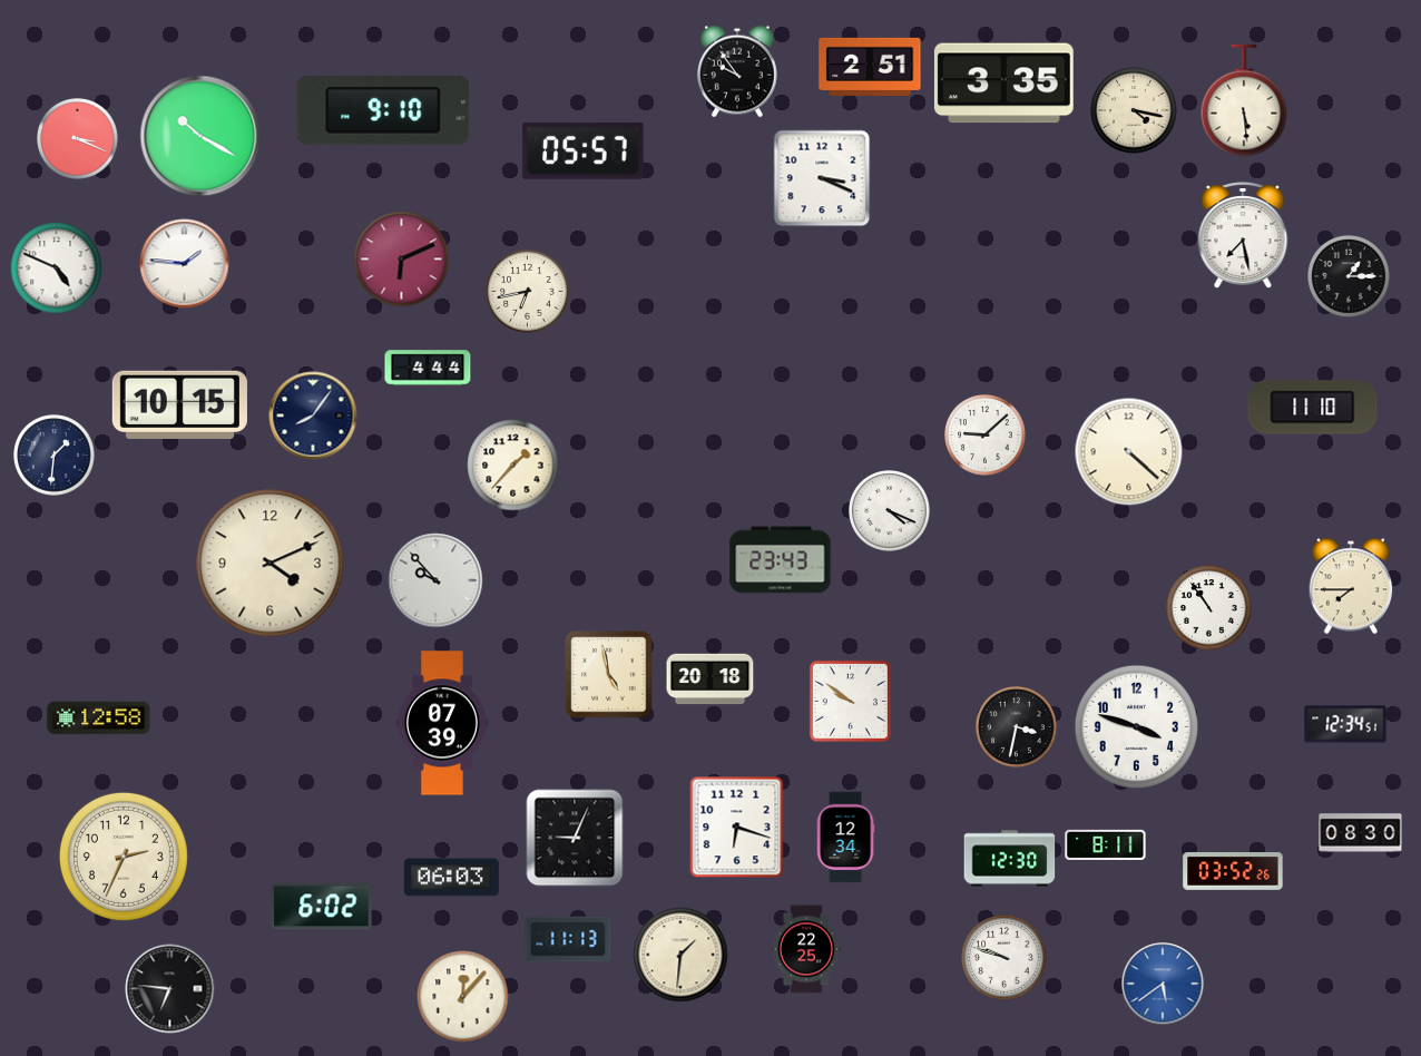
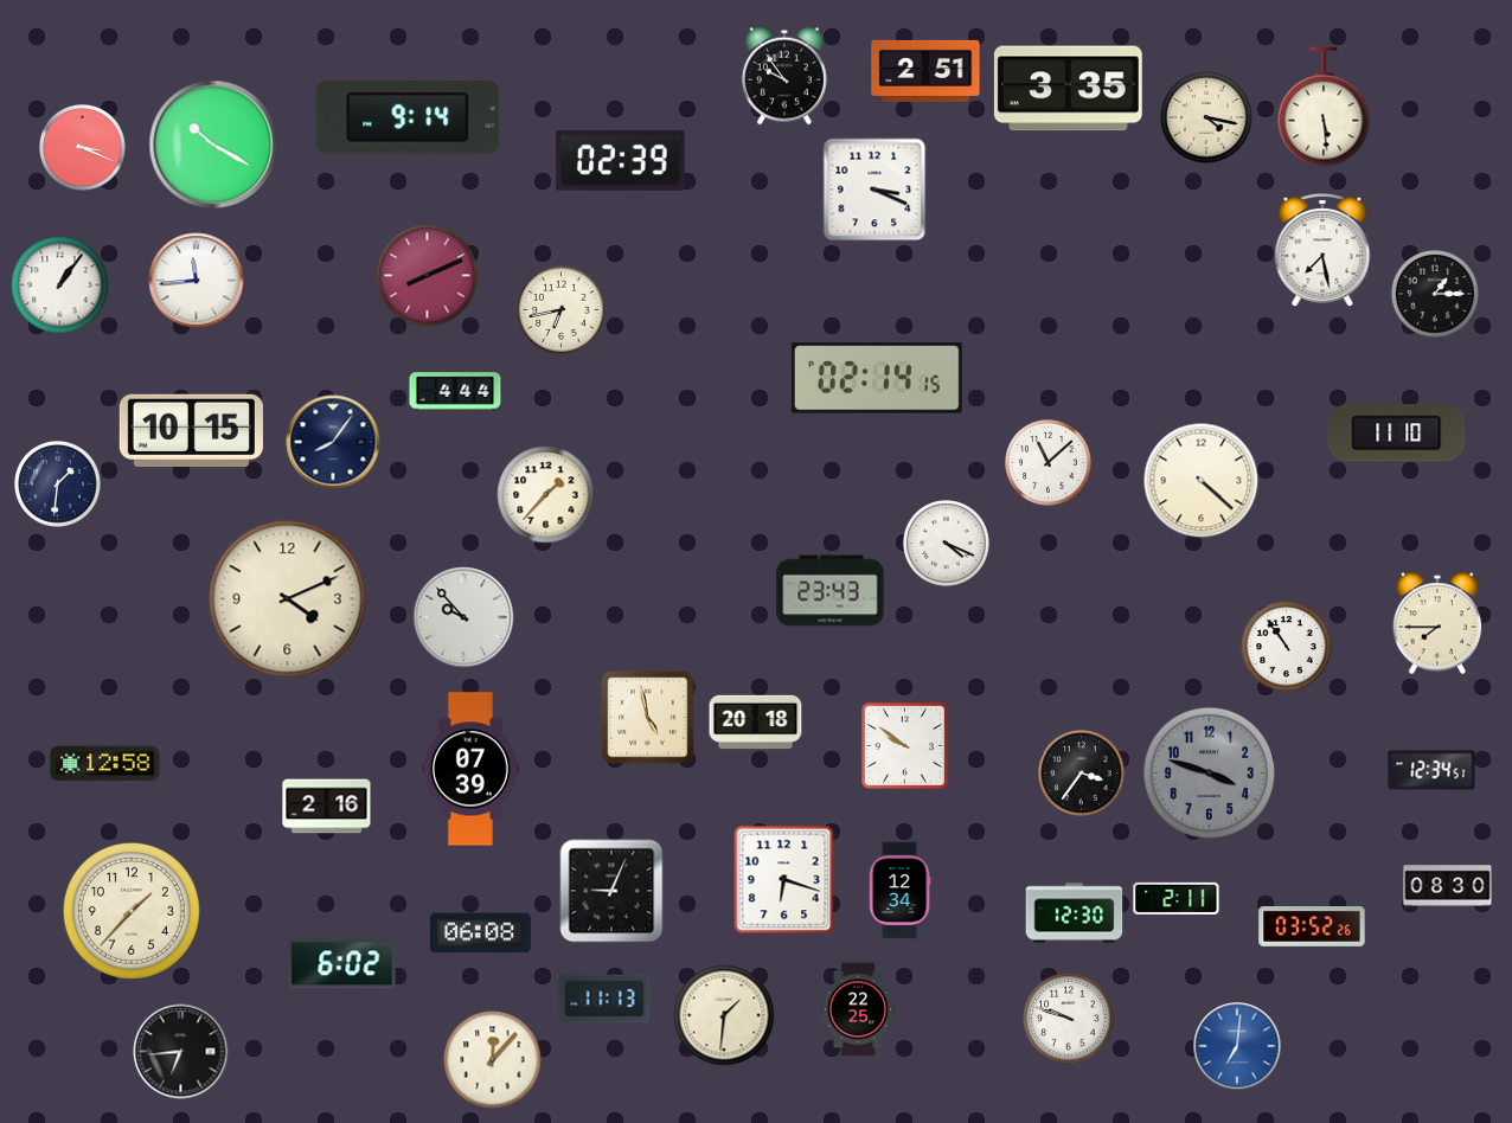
clock at (383, 111): 9:10 -> 9:14
clock at (584, 151): 05:57 -> 02:39
clock at (402, 260): 6:11 -> 8:11
clock at (185, 264): 1:46 -> 11:44
clock at (57, 268): 4:49 -> 1:06
clock at (877, 378): none -> 02:14
clock at (986, 436): 9:08 -> 11:08
clock at (781, 560) position: (781, 560) -> (831, 591)
clock at (1136, 726) dial: white -> grey
clock at (1017, 727): 3:32 -> 3:36
clock at (327, 807): none -> 2:16
clock at (1106, 844): 8:11 -> 2:11
clock at (124, 857): 2:34 -> 1:37
clock at (451, 878): 06:03 -> 06:08
clock at (1163, 984): 5:39 -> 7:01
clock at (170, 989): 6:46 -> 6:44
